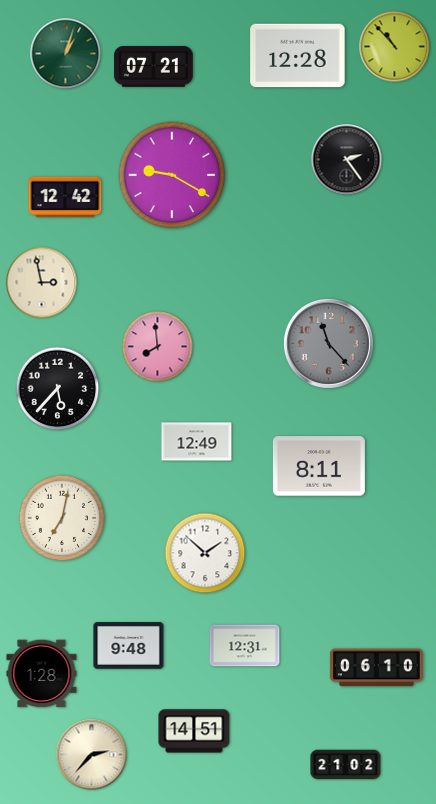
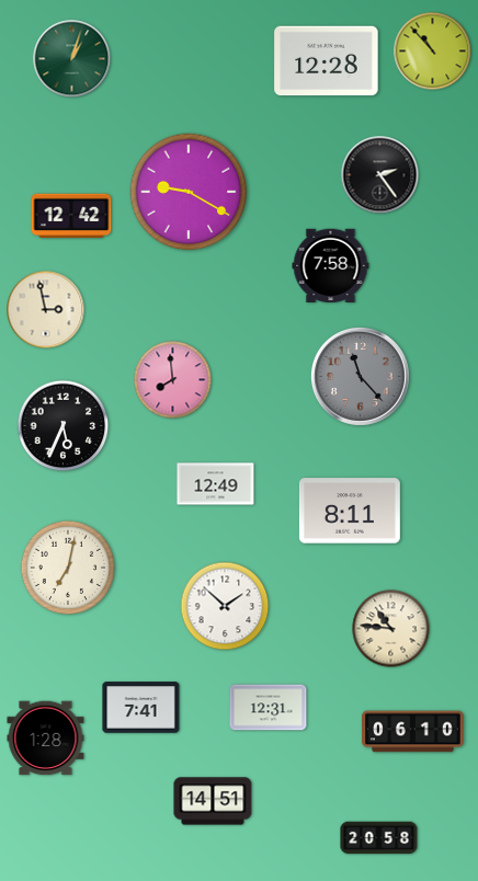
clock at (154, 67): 07:21 -> none
clock at (331, 265): none -> 7:58
clock at (58, 389): 5:37 -> 5:34
clock at (391, 629): none -> 10:46
clock at (129, 646): 9:48 -> 7:41
clock at (92, 755): 2:37 -> none
clock at (346, 765): 21:02 -> 20:58
